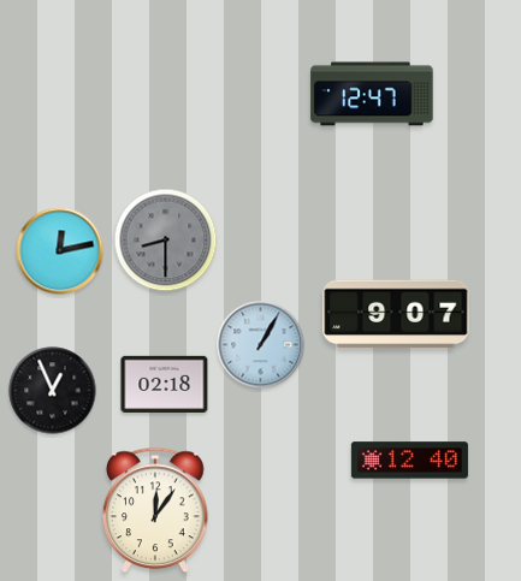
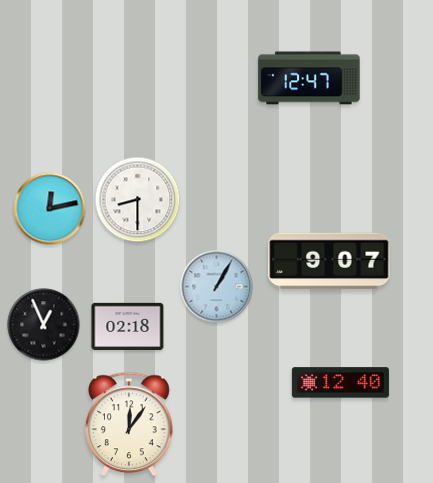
clock at (166, 241) dial: grey -> white
clock at (165, 384) position: (165, 384) -> (128, 326)
